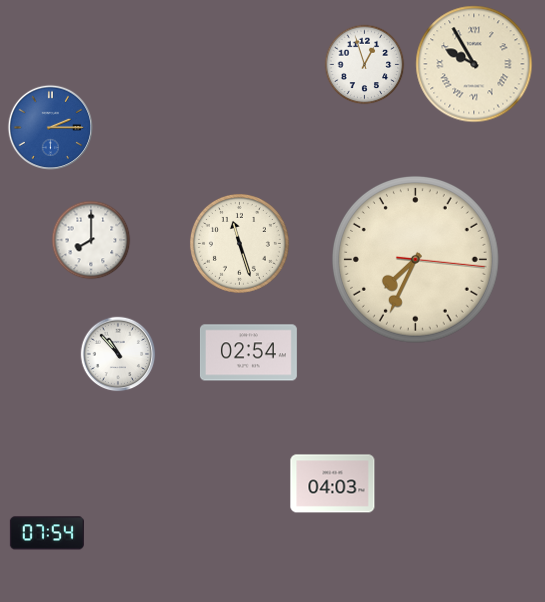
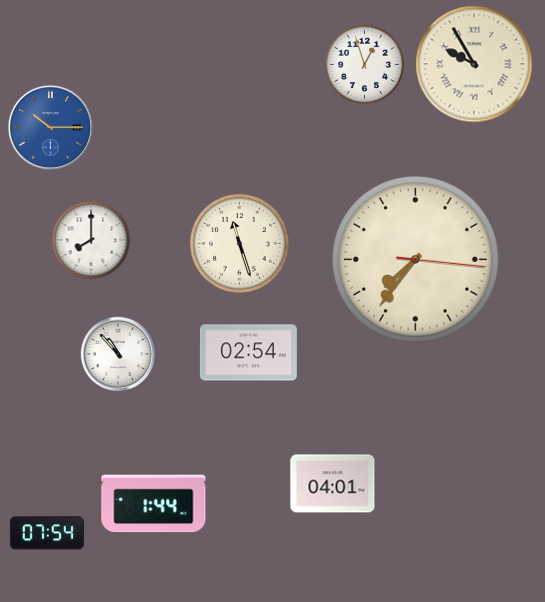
clock at (50, 127): 2:15 -> 10:15
clock at (415, 259): 7:34 -> 7:36
clock at (333, 484): 04:03 -> 04:01
clock at (154, 504): none -> 1:44
